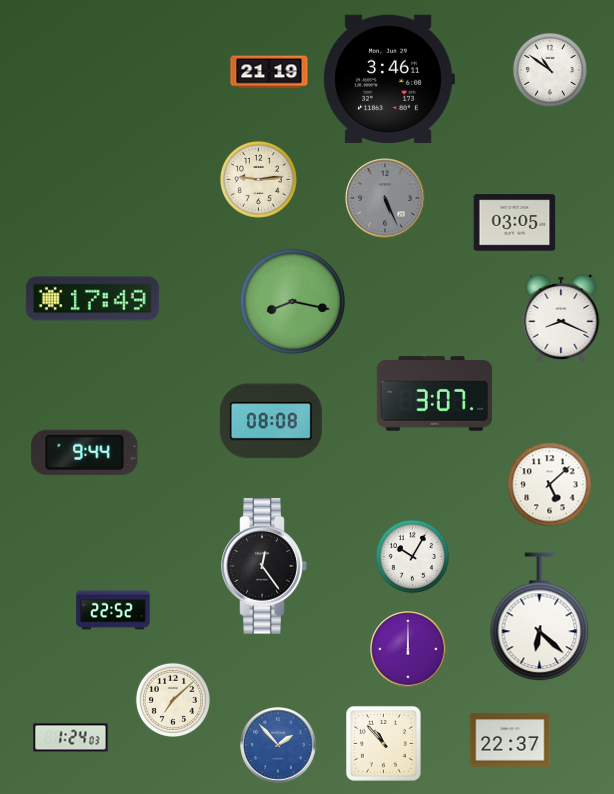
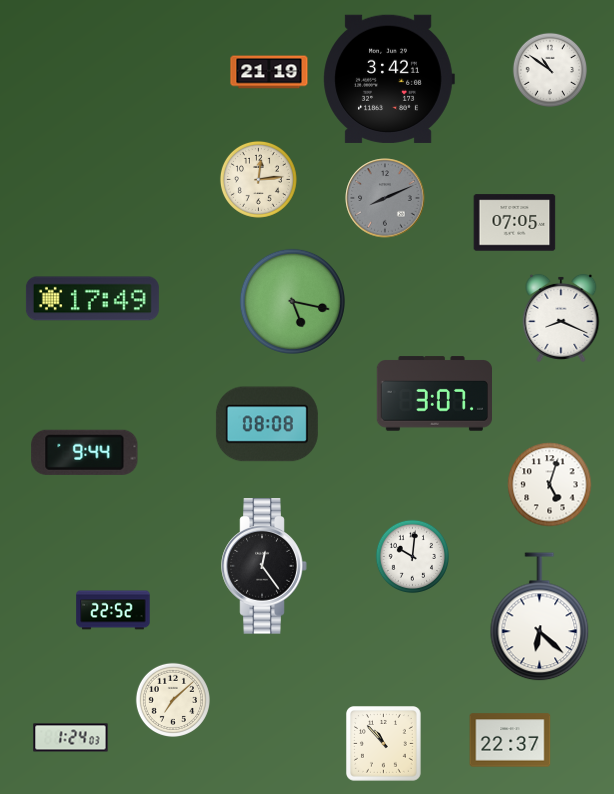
clock at (389, 79): 3:46 -> 3:42
clock at (258, 179): 9:14 -> 12:14
clock at (385, 198): 5:26 -> 8:11
clock at (515, 223): 03:05 -> 07:05
clock at (292, 301): 8:17 -> 5:17
clock at (271, 421) position: (271, 421) -> (267, 424)
clock at (550, 485): 5:08 -> 5:03
clock at (413, 557): 10:05 -> 10:01
clock at (408, 649): 12:00 -> none
clock at (278, 745): 1:53 -> none
